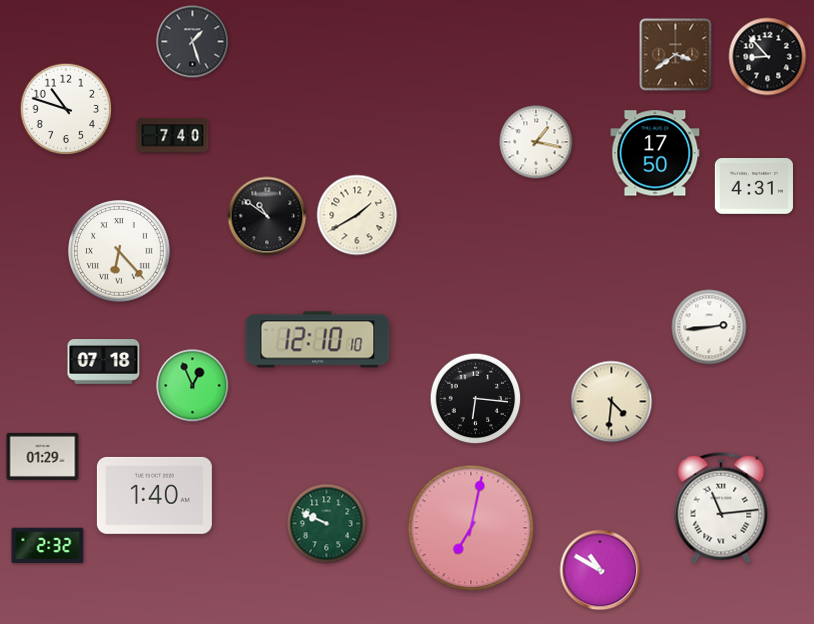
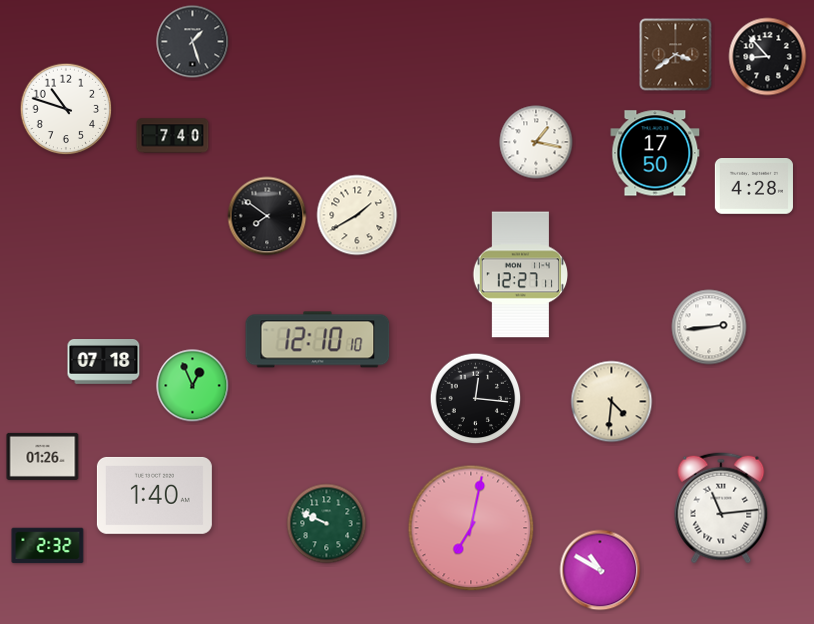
clock at (754, 187): 4:31 -> 4:28
clock at (267, 216): 10:51 -> 7:51
clock at (120, 252): 6:23 -> none
clock at (520, 275): none -> 12:27
clock at (476, 399): 6:16 -> 12:16
clock at (43, 456): 01:29 -> 01:26
